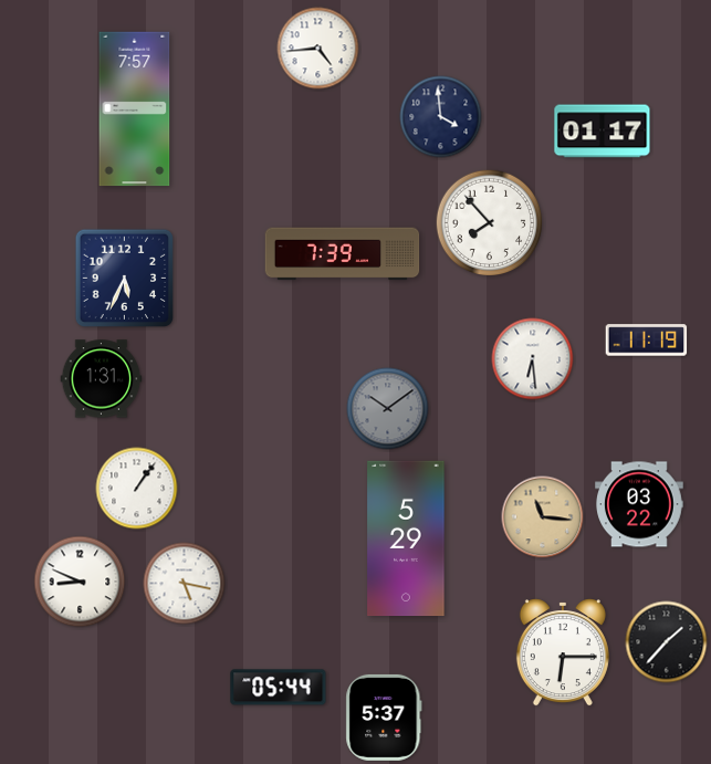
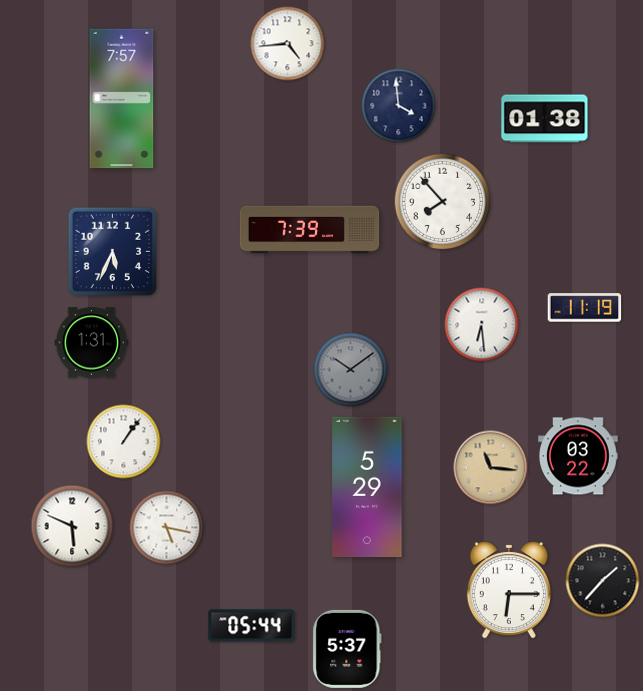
clock at (603, 132): 01:17 -> 01:38
clock at (80, 582): 8:49 -> 5:49
clock at (279, 688) position: (279, 688) -> (252, 626)
